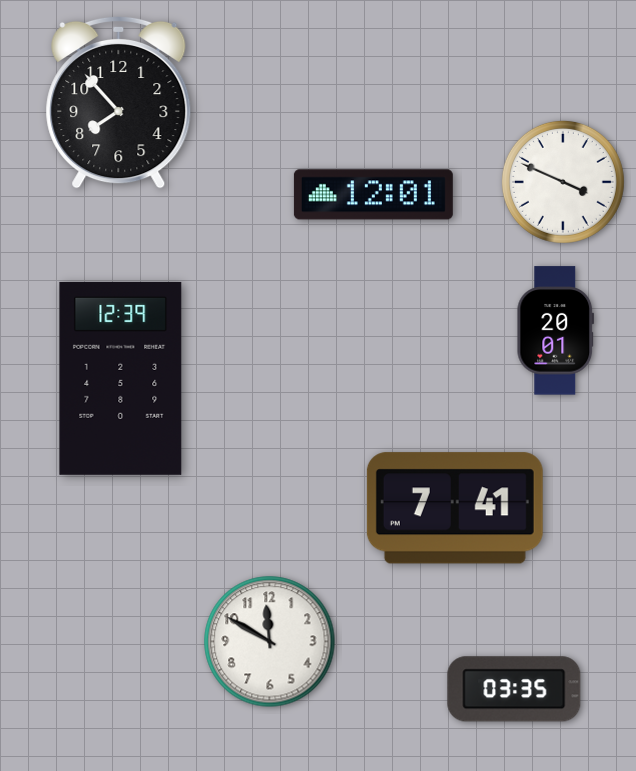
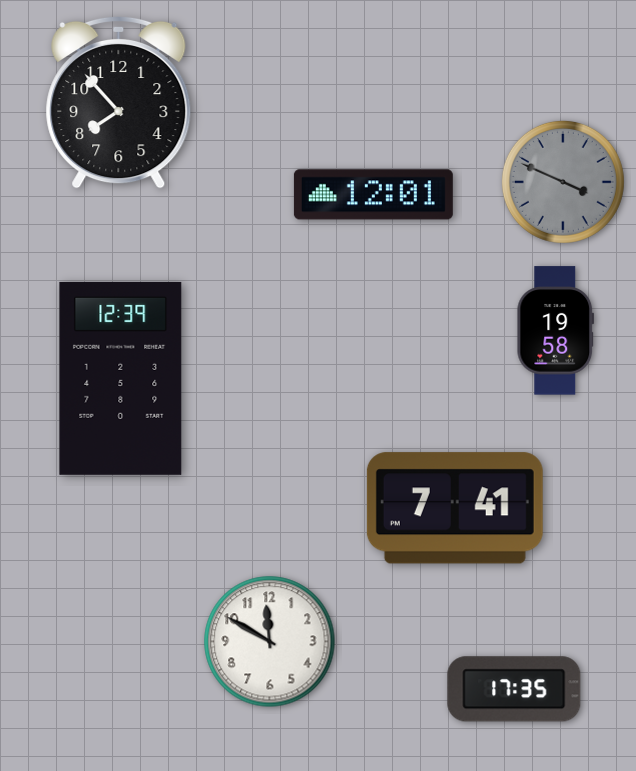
clock at (563, 182) dial: white -> grey
clock at (556, 331): 20:01 -> 19:58
clock at (514, 689): 03:35 -> 17:35
